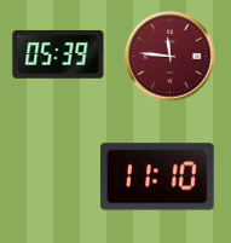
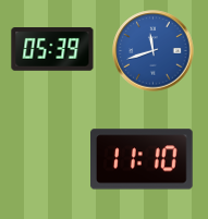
clock at (171, 57): 11:46 -> 11:42
clock at (171, 57) dial: burgundy -> blue
